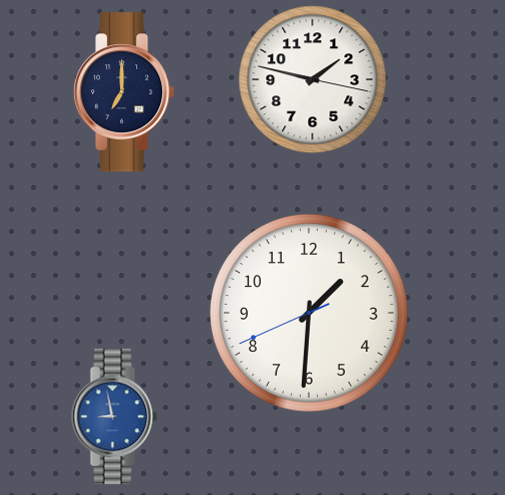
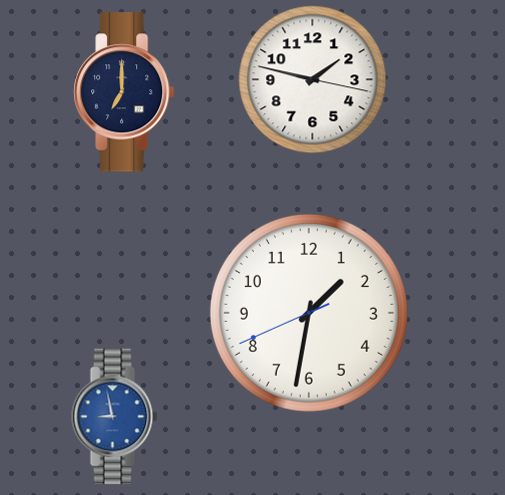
clock at (309, 313): 1:30 -> 1:31
